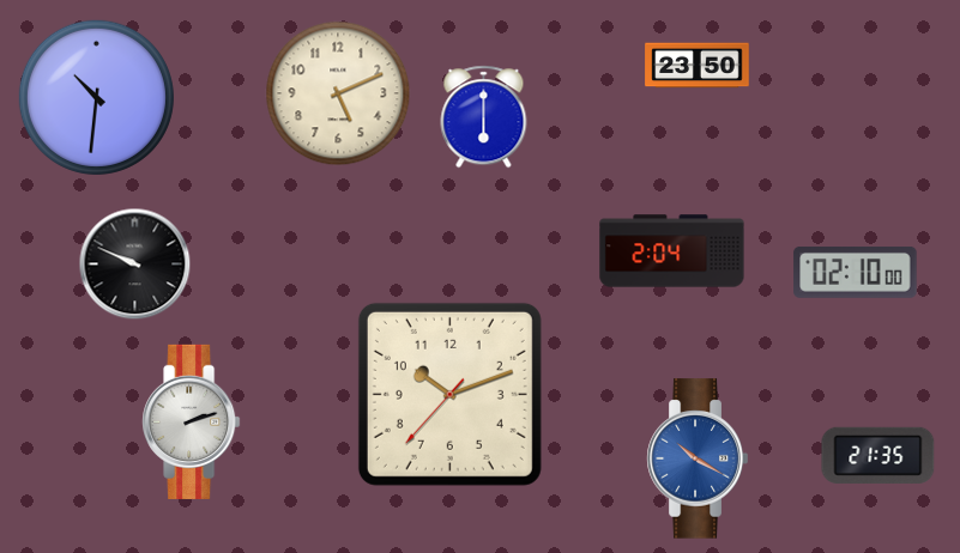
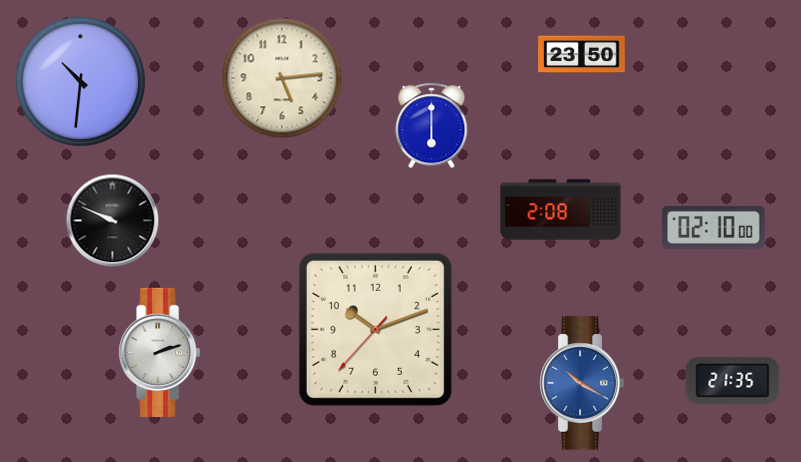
clock at (338, 93): 5:11 -> 5:14
clock at (484, 117) position: (484, 117) -> (432, 126)
clock at (672, 251): 2:04 -> 2:08
